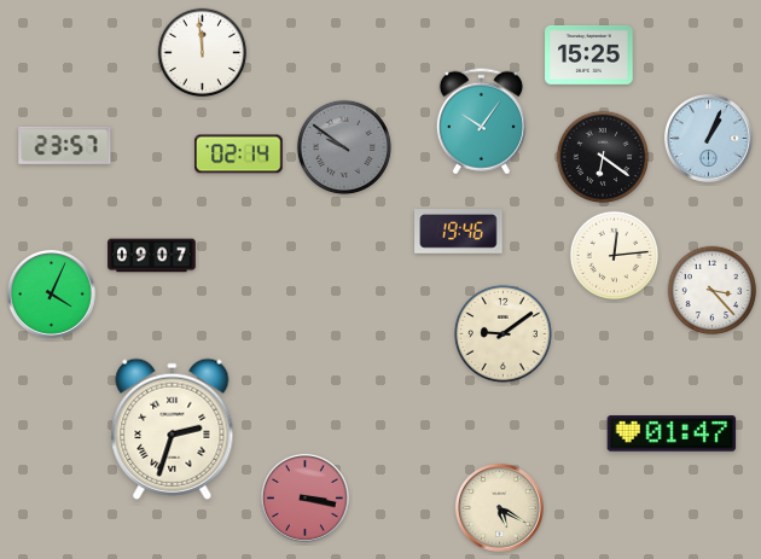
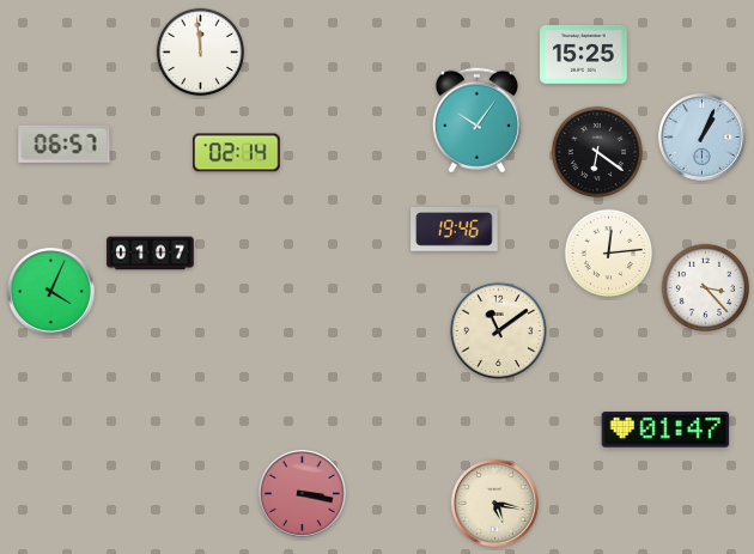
clock at (65, 145): 23:57 -> 06:57
clock at (344, 147): 9:51 -> none
clock at (602, 156) position: (602, 156) -> (596, 151)
clock at (152, 256): 09:07 -> 01:07
clock at (503, 333): 9:09 -> 11:09
clock at (173, 429): 2:33 -> none
clock at (499, 507): 5:20 -> 5:17
